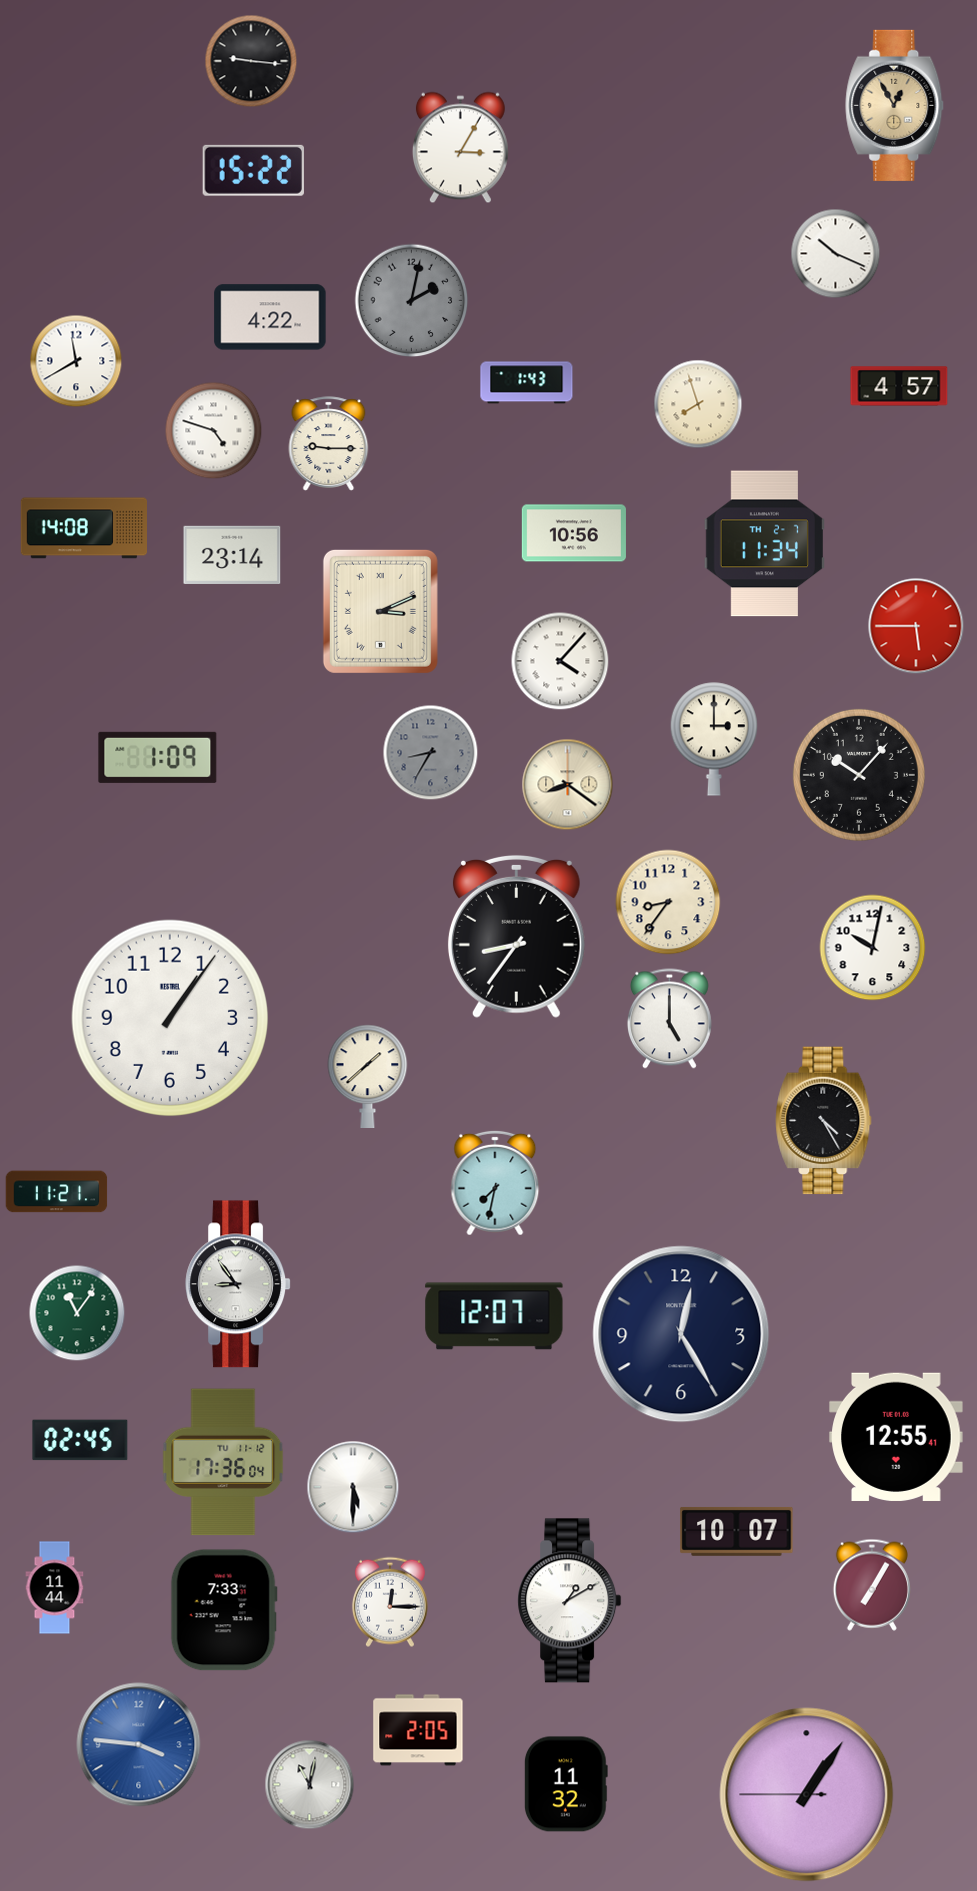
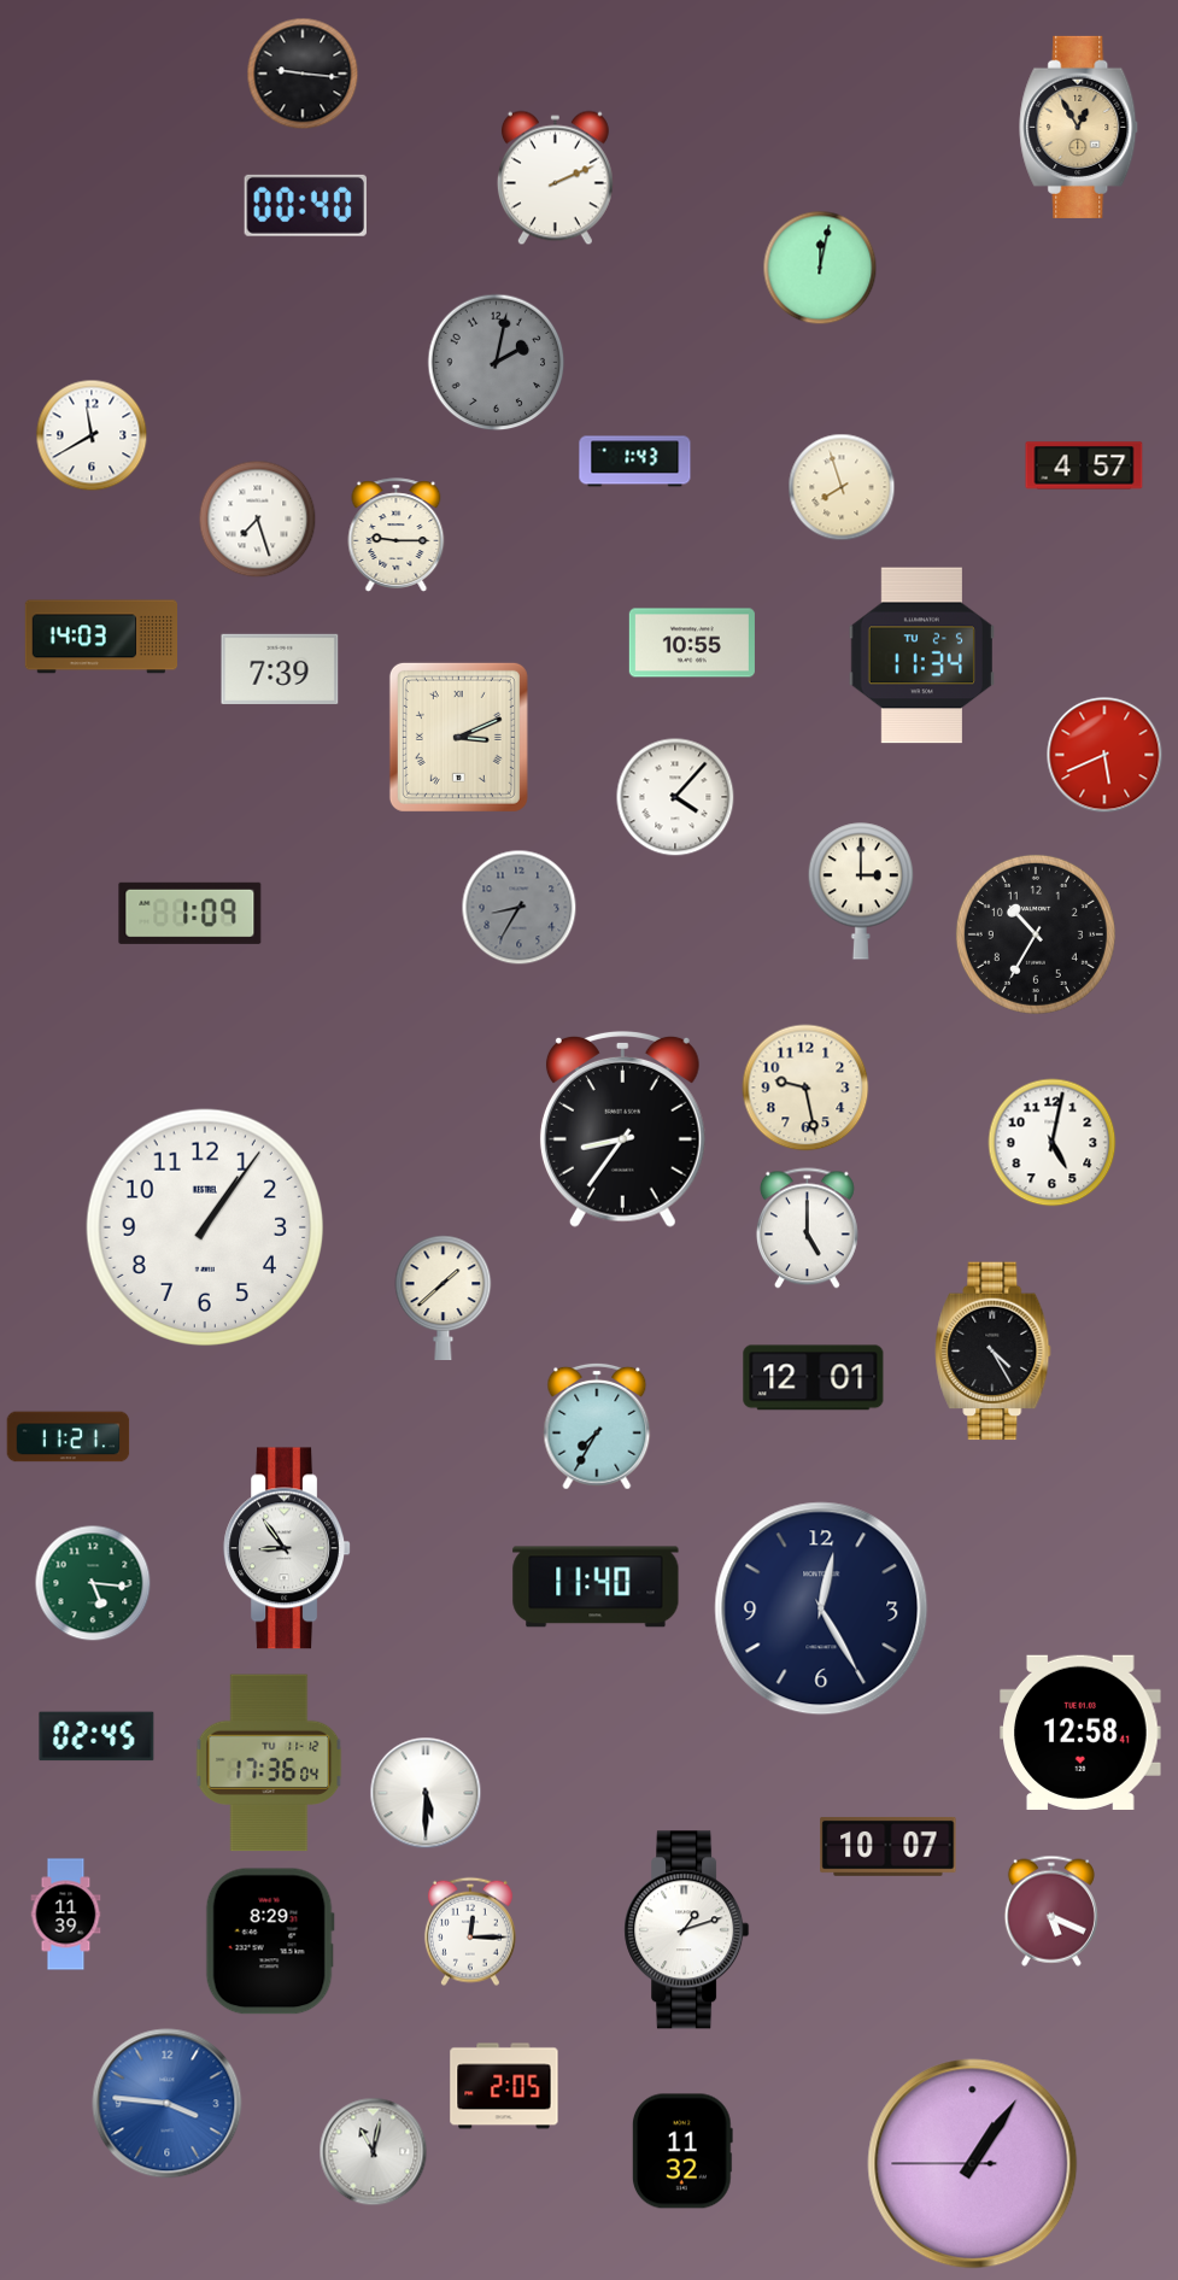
clock at (460, 148): 3:05 -> 2:11
clock at (253, 170): 15:22 -> 00:40
clock at (820, 268): none -> 12:02
clock at (836, 254): 10:19 -> none
clock at (270, 317): 4:22 -> none
clock at (214, 431): 4:48 -> 7:27
clock at (83, 528): 14:08 -> 14:03
clock at (574, 533): 10:56 -> 10:55
clock at (764, 544) date: TH 2-7 -> TU 2-5
clock at (232, 555): 23:14 -> 7:39
clock at (916, 626): 5:45 -> 5:41
clock at (859, 775): 10:07 -> 10:35
clock at (568, 785): 8:21 -> none
clock at (668, 902): 8:36 -> 9:28
clock at (873, 948): 10:02 -> 5:02
clock at (814, 1378): none -> 12:01
clock at (495, 1183): 7:32 -> 7:35
clock at (77, 1313): 11:06 -> 5:16
clock at (494, 1316): 12:07 -> 11:40
clock at (896, 1437): 12:55 -> 12:58
clock at (872, 1585): 7:05 -> 5:19
clock at (55, 1588): 11:44 -> 11:39
clock at (570, 1601): 1:10 -> 1:12
clock at (224, 1610): 7:33 -> 8:29
